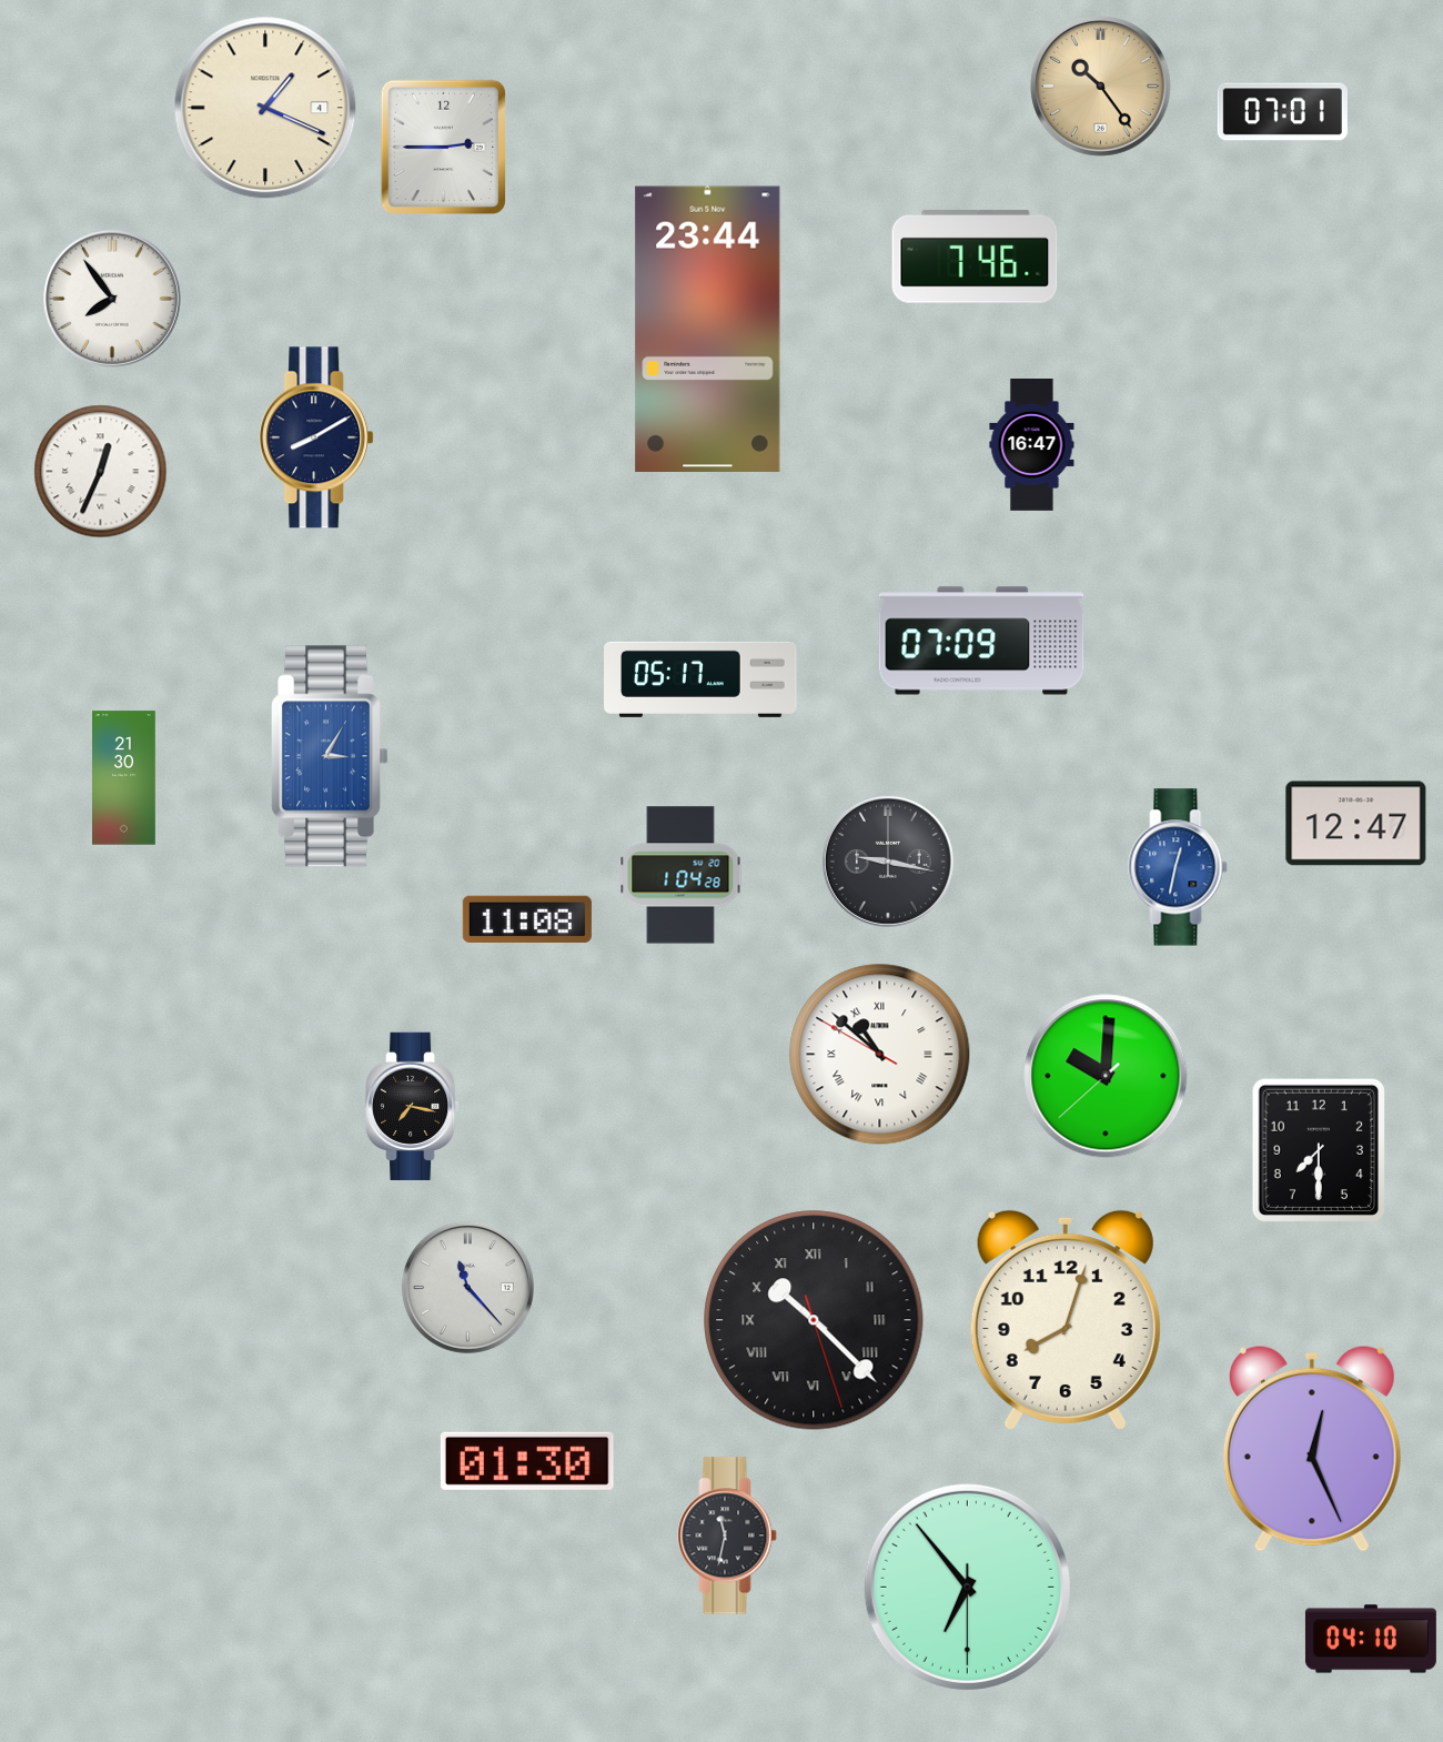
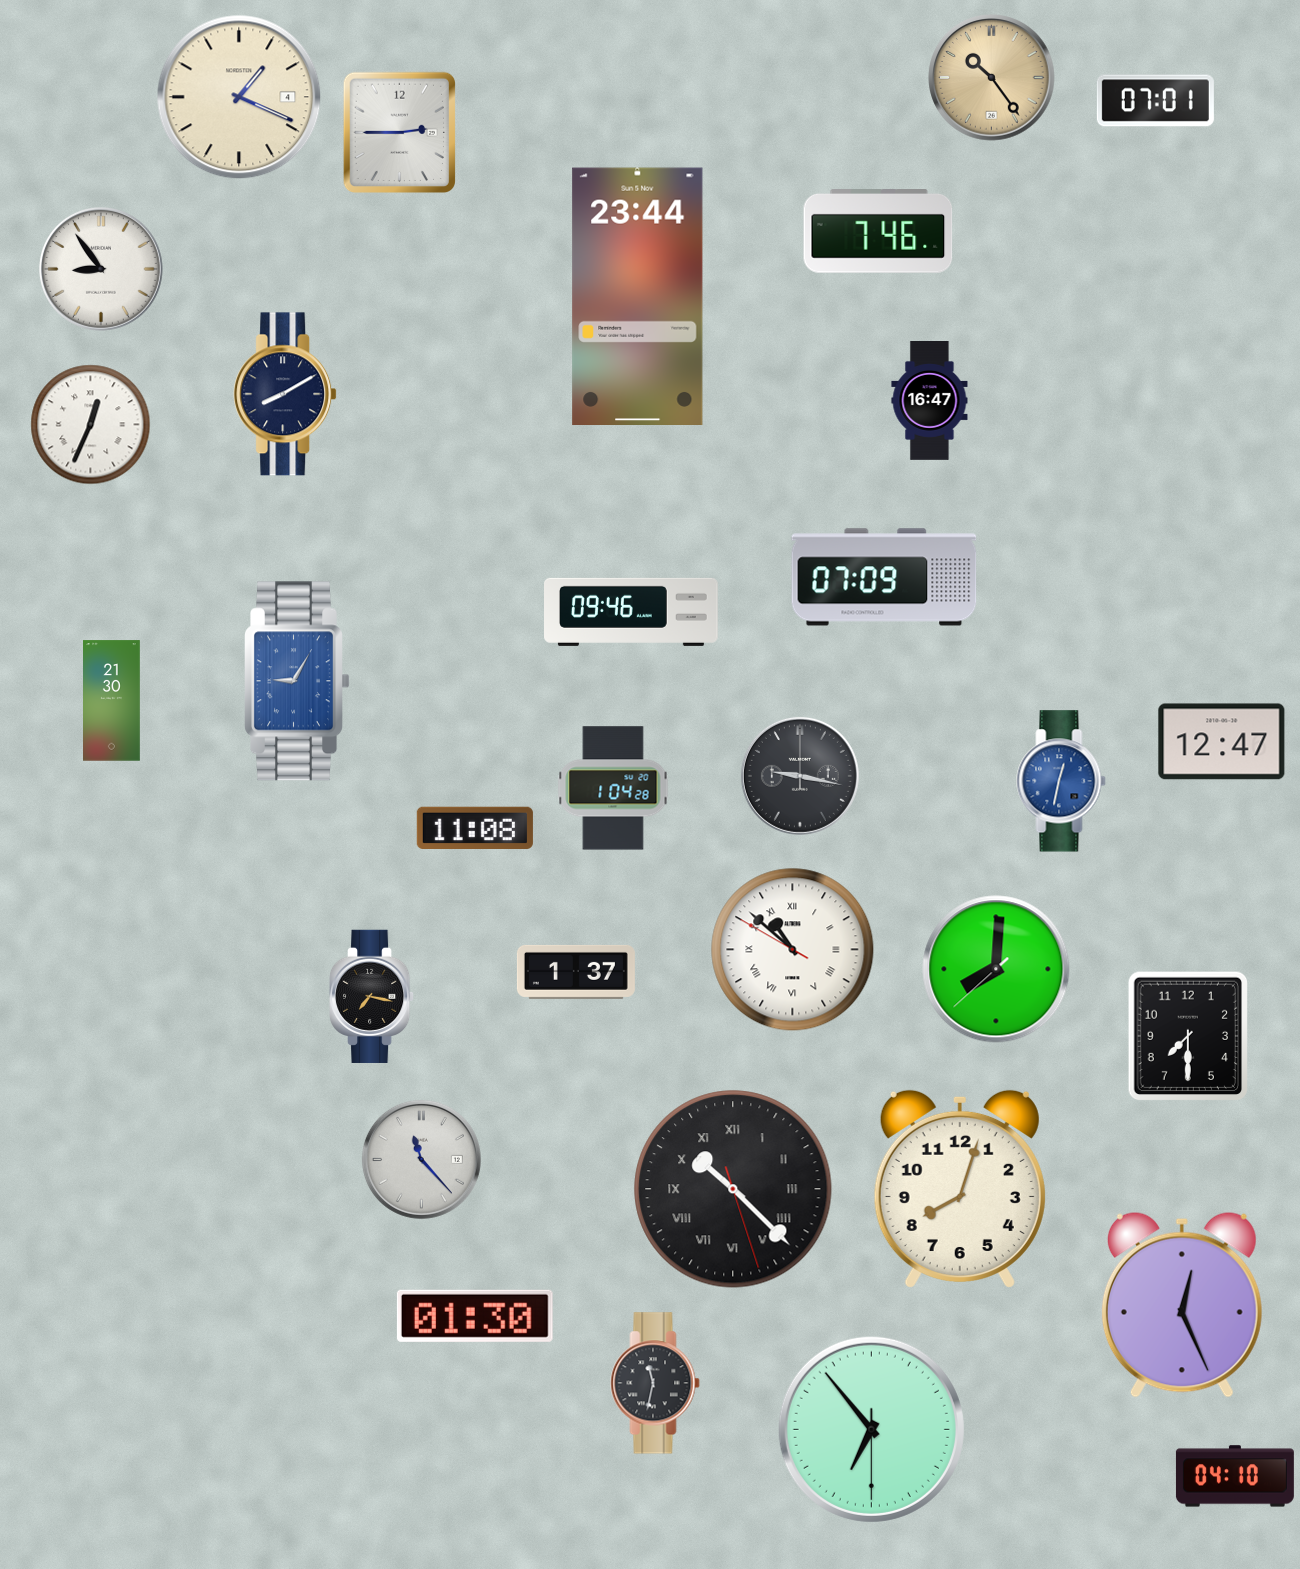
clock at (112, 299): 7:54 -> 8:54
clock at (702, 679): 05:17 -> 09:46
clock at (330, 756): 3:05 -> 9:05
clock at (1106, 1076): 10:00 -> 8:00
clock at (576, 972): none -> 1:37
